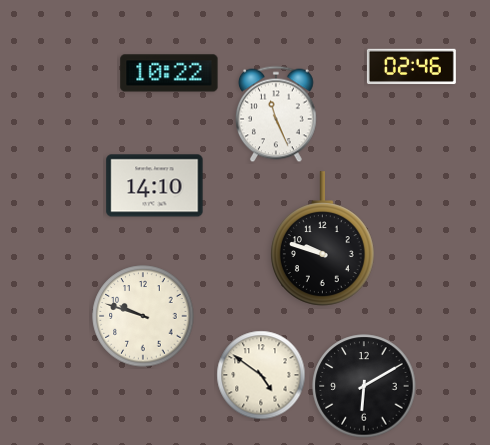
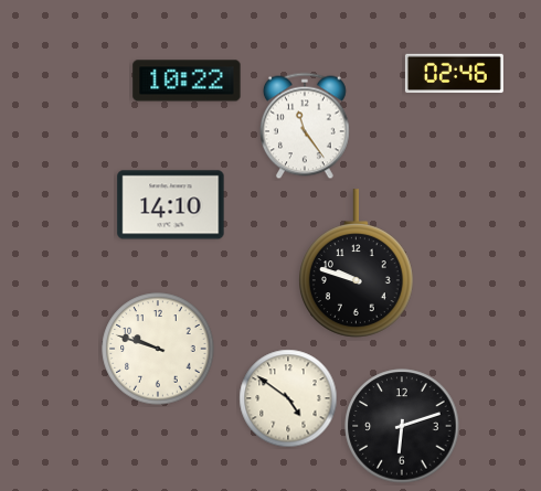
clock at (277, 114): 11:26 -> 11:24
clock at (261, 375) position: (261, 375) -> (288, 398)
clock at (364, 386): 6:10 -> 6:12
